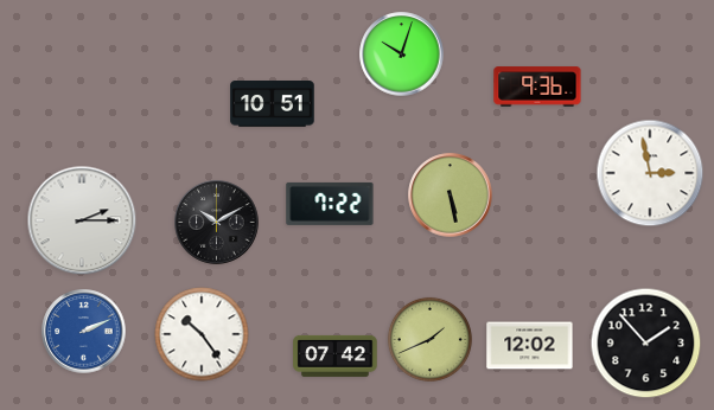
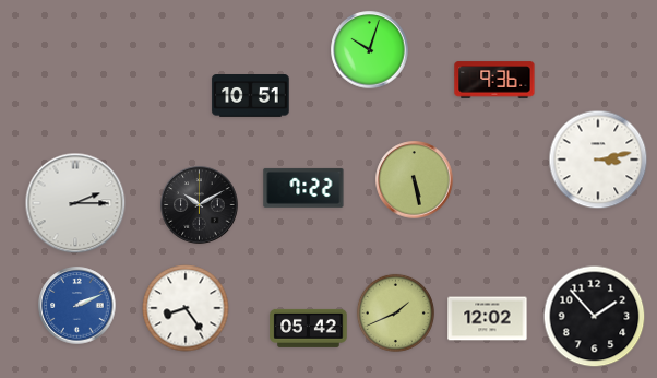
clock at (650, 173): 2:58 -> 3:13
clock at (202, 334): 10:24 -> 8:24
clock at (336, 355): 07:42 -> 05:42
